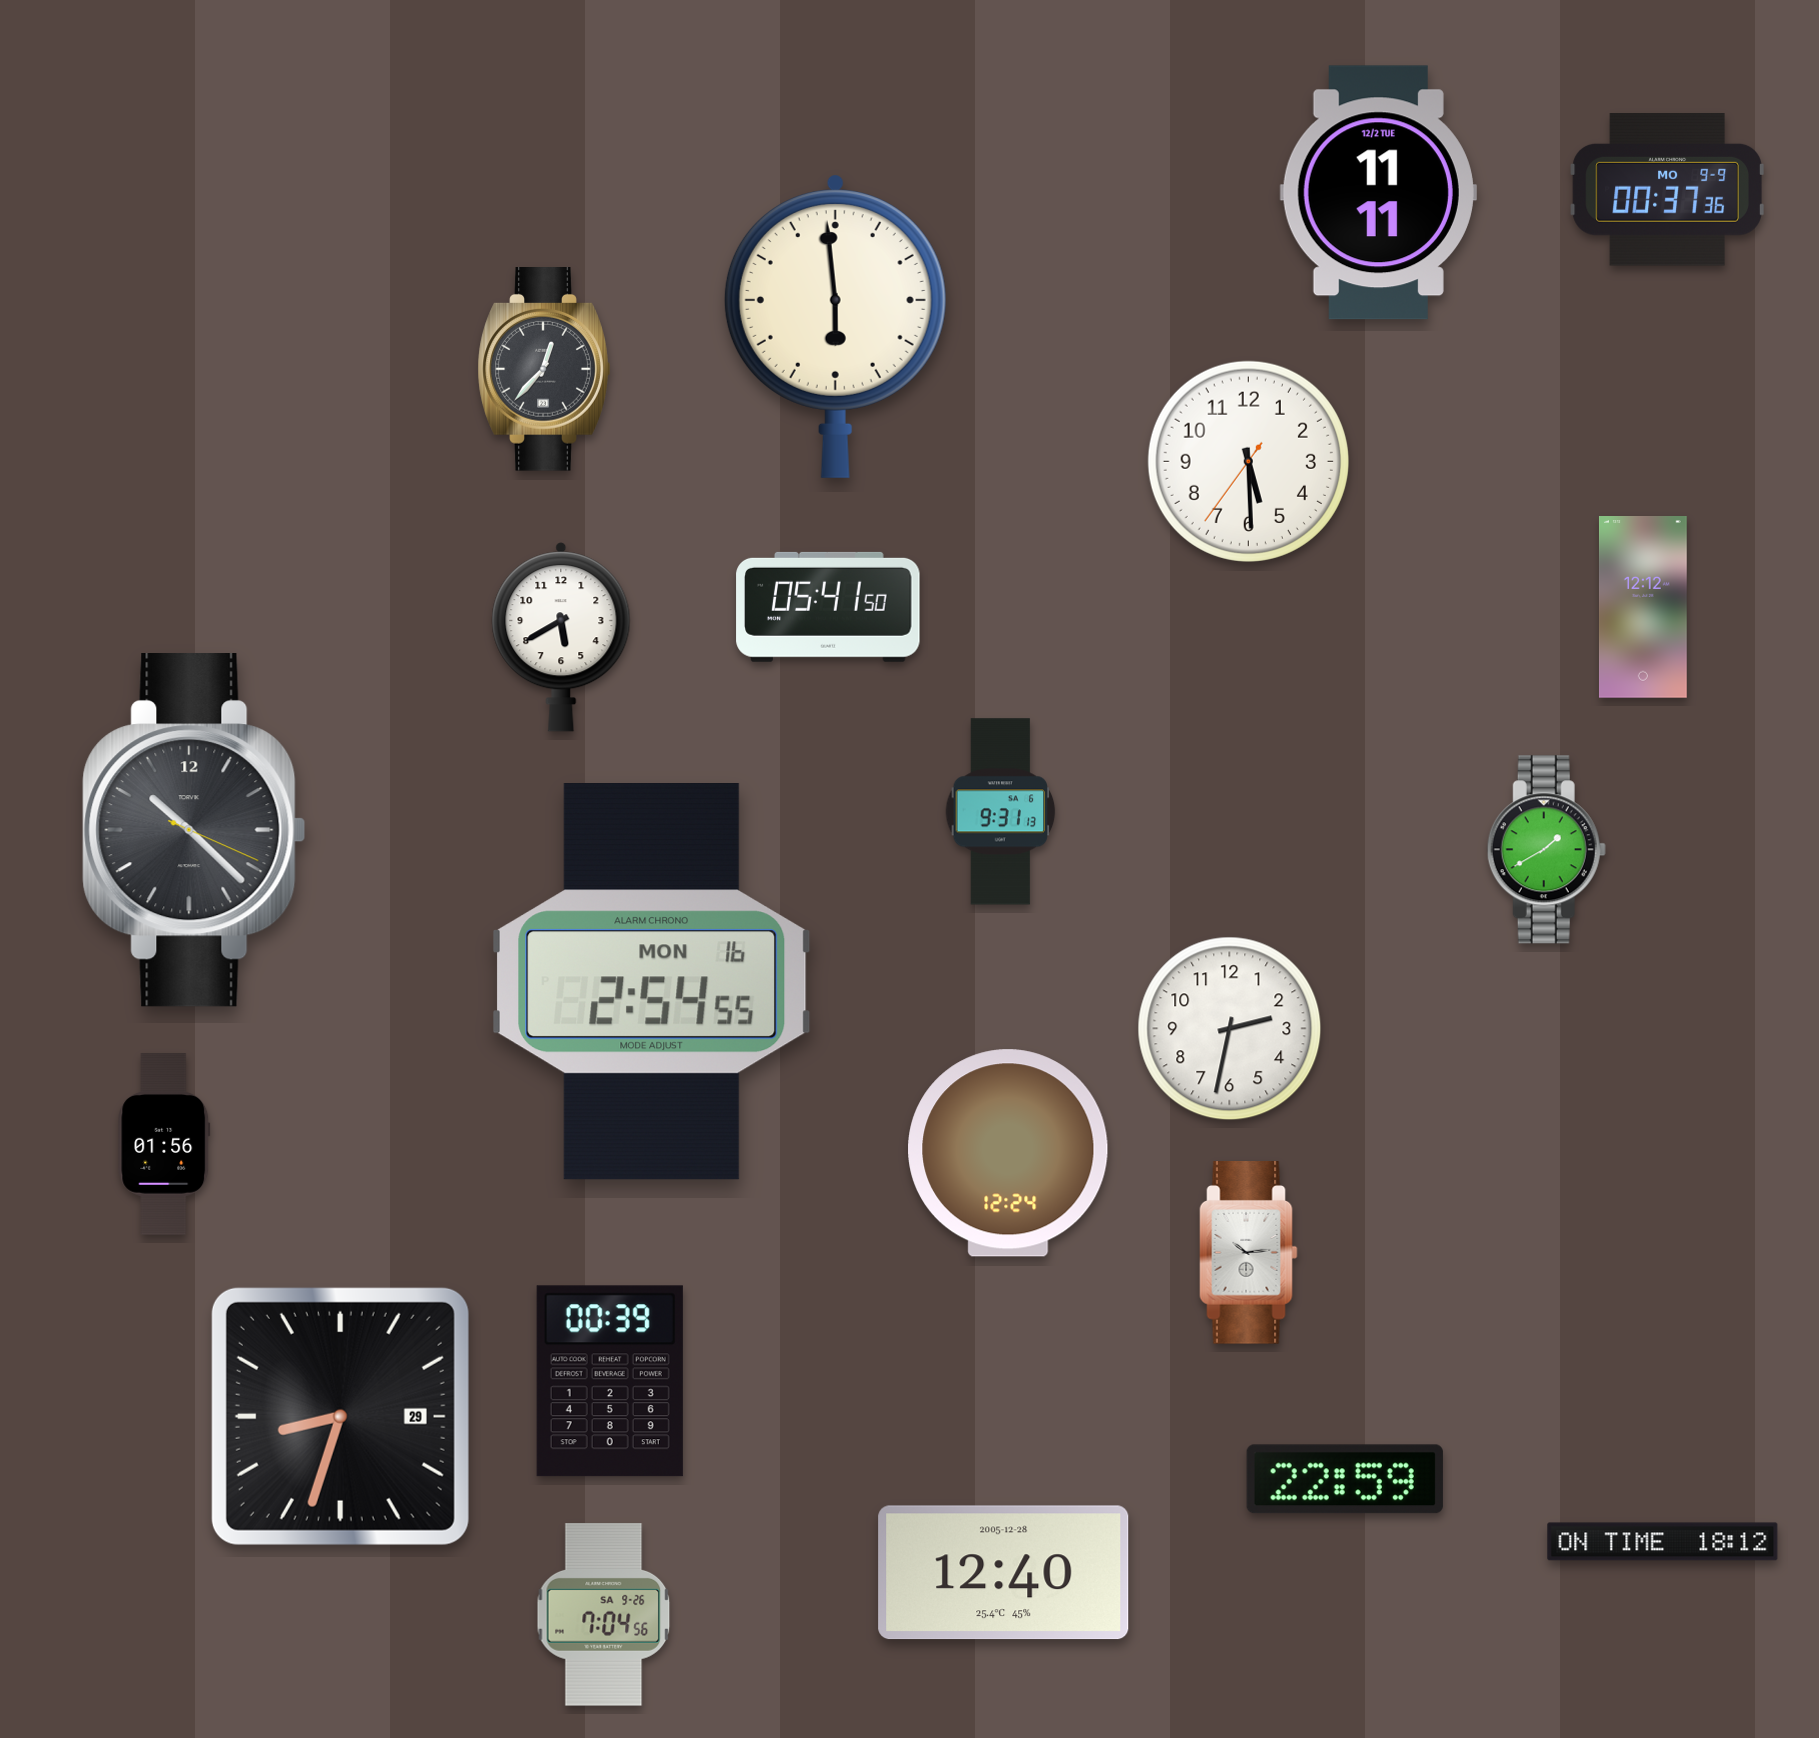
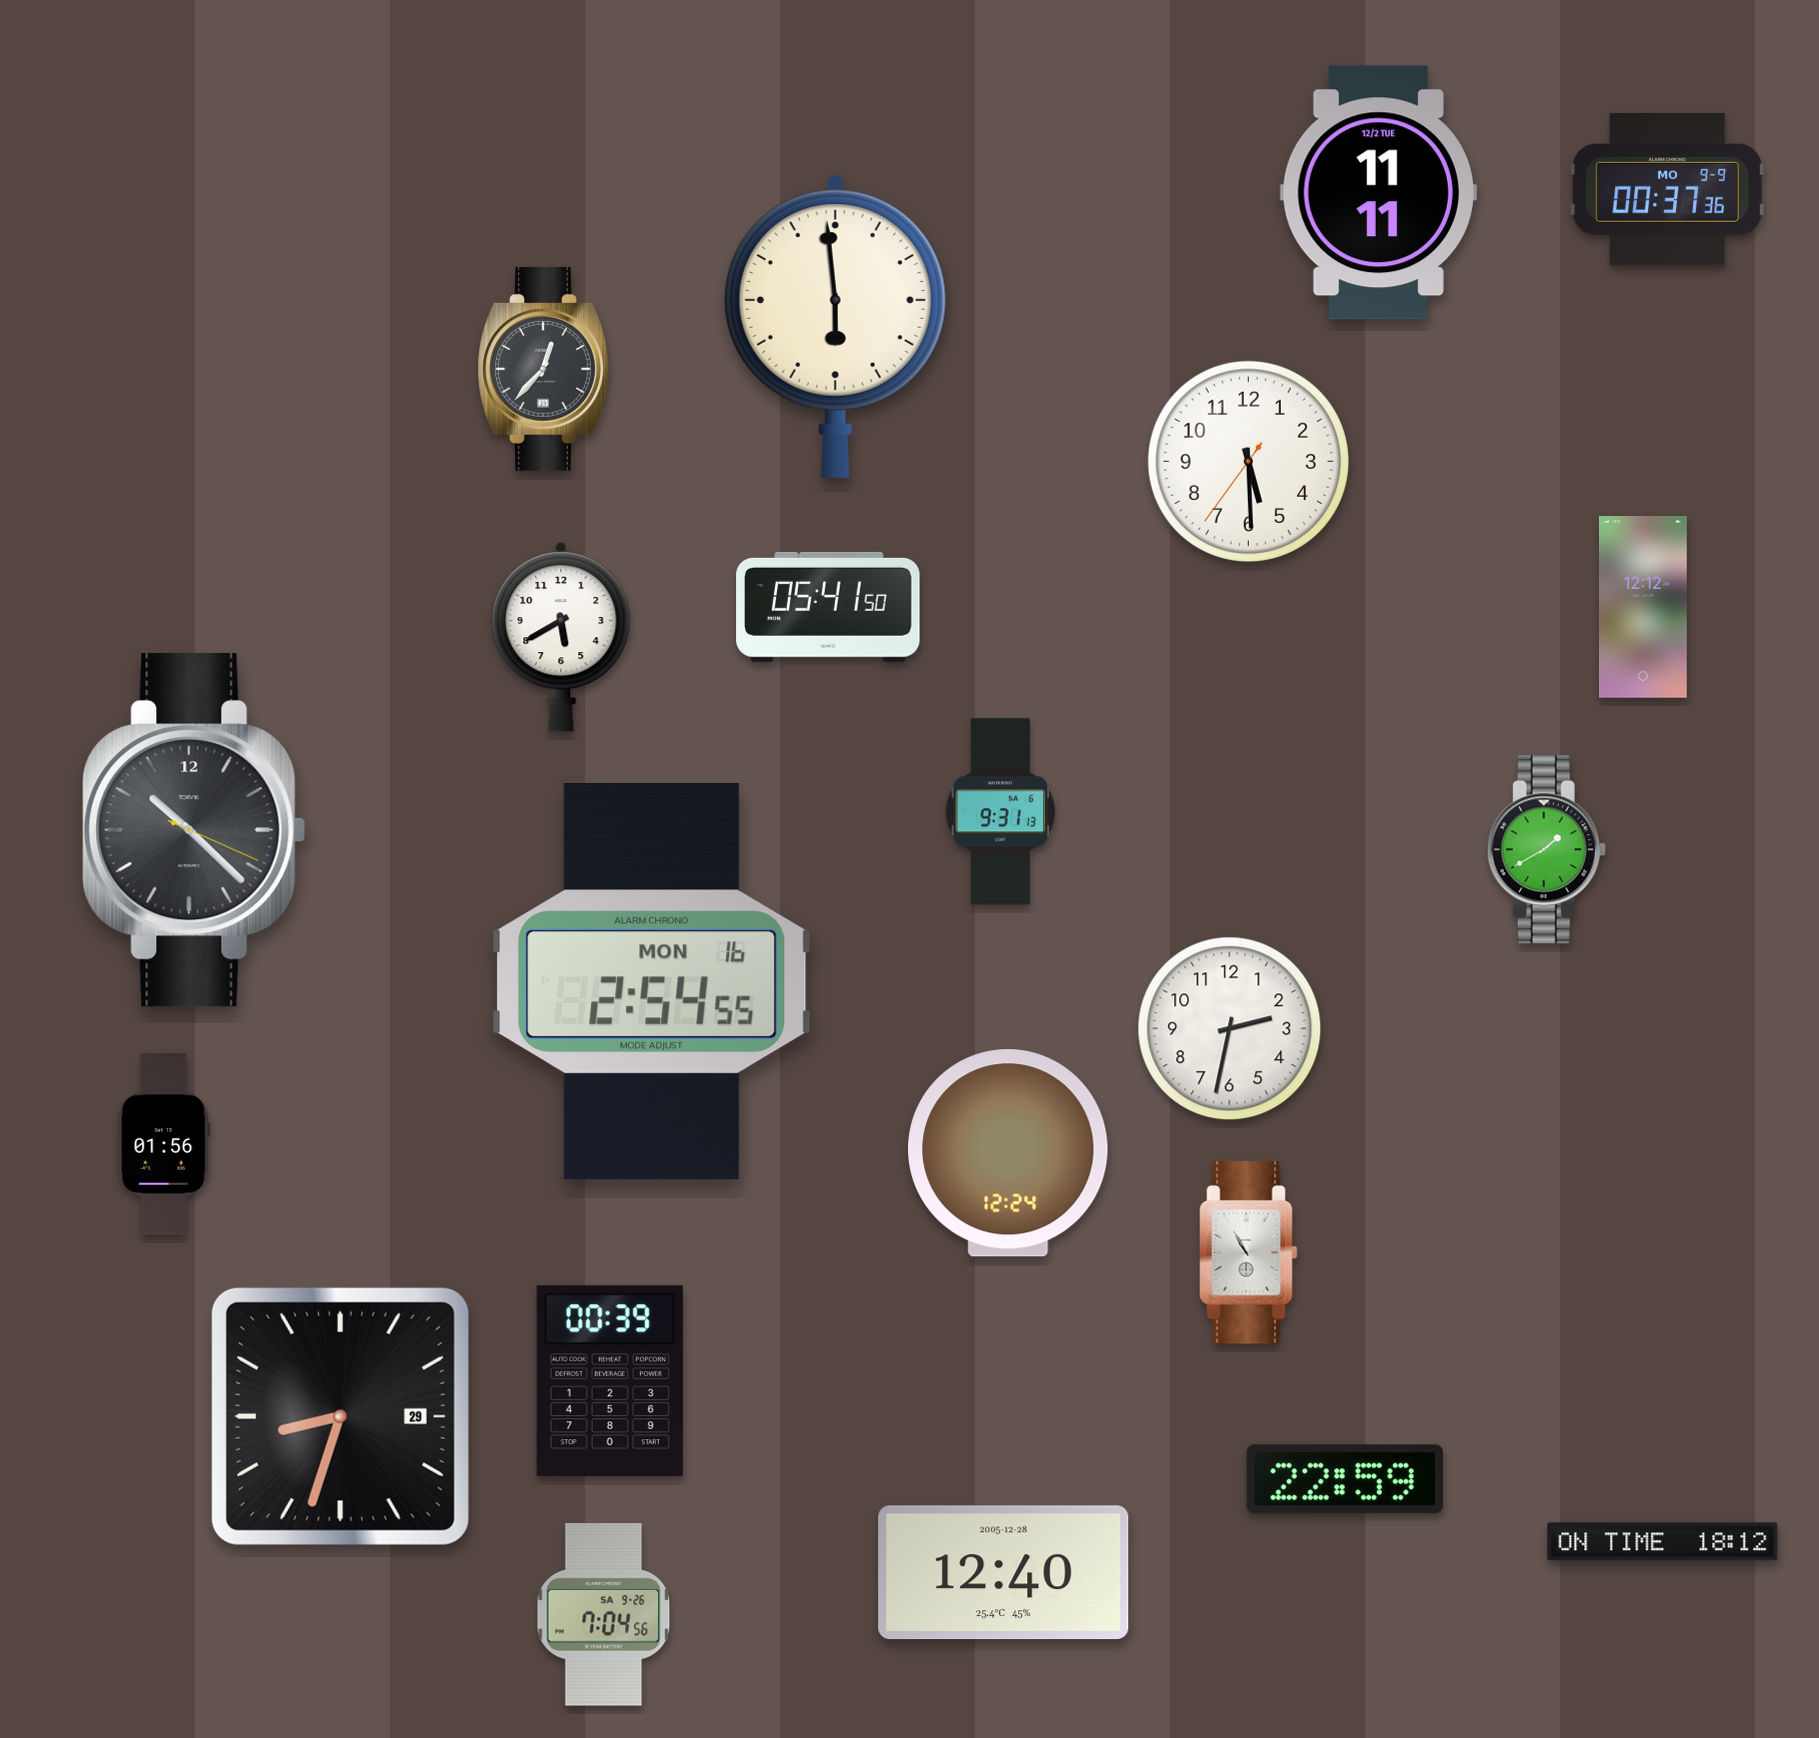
clock at (1249, 1253): 10:14 -> 10:55
